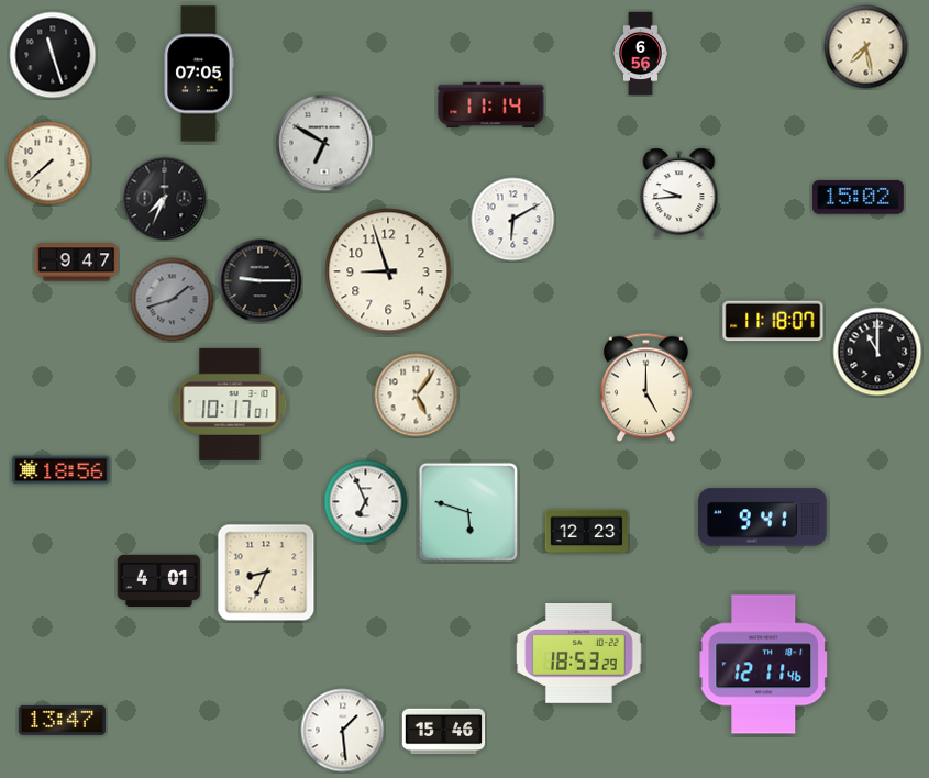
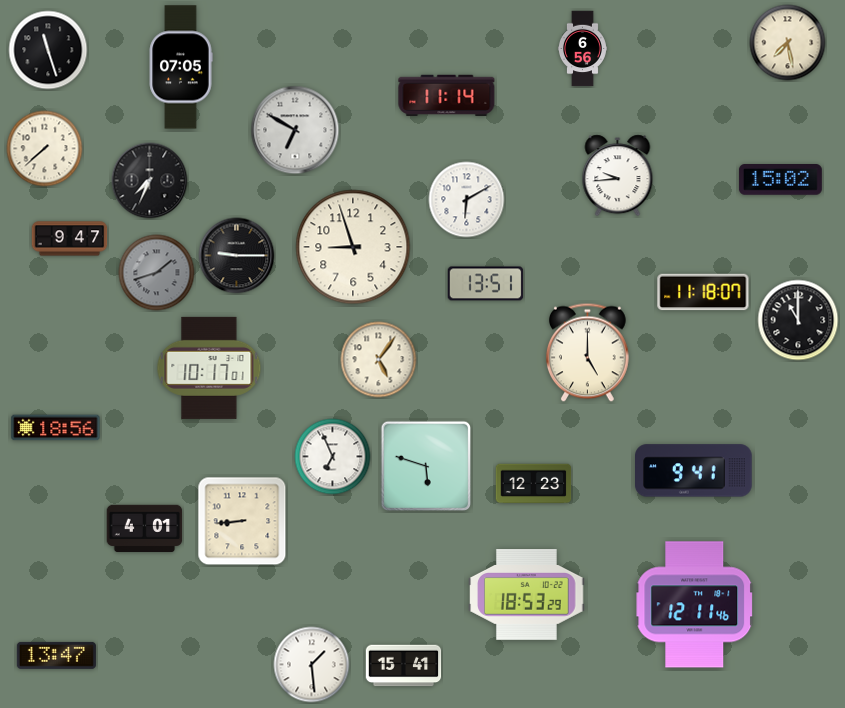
clock at (486, 284): none -> 13:51
clock at (266, 573): 8:34 -> 8:44
clock at (444, 732): 15:46 -> 15:41
